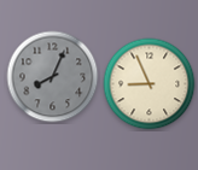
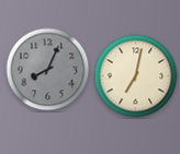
clock at (150, 84): 8:56 -> 7:02
